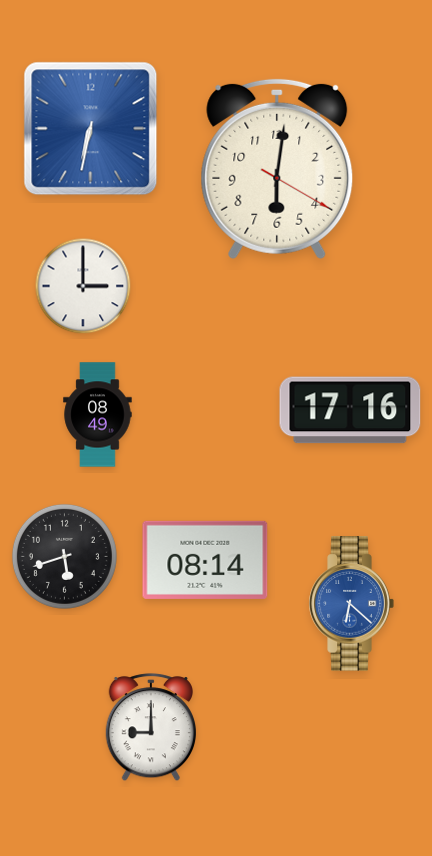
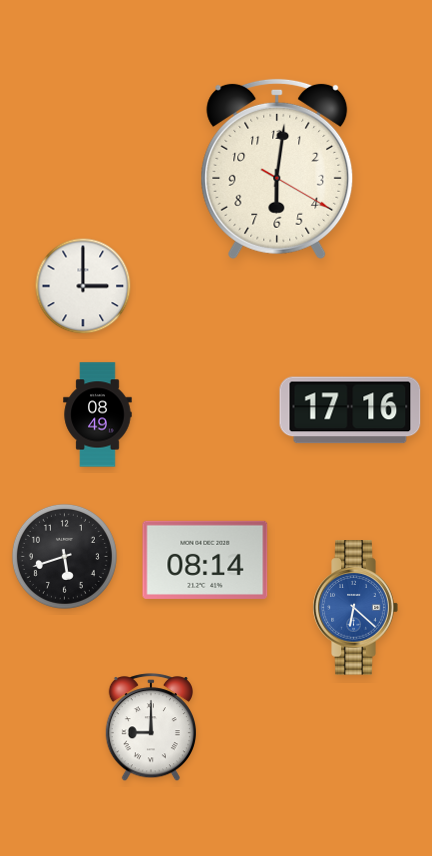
clock at (91, 129): 6:32 -> none
clock at (351, 604) position: (351, 604) -> (355, 608)
